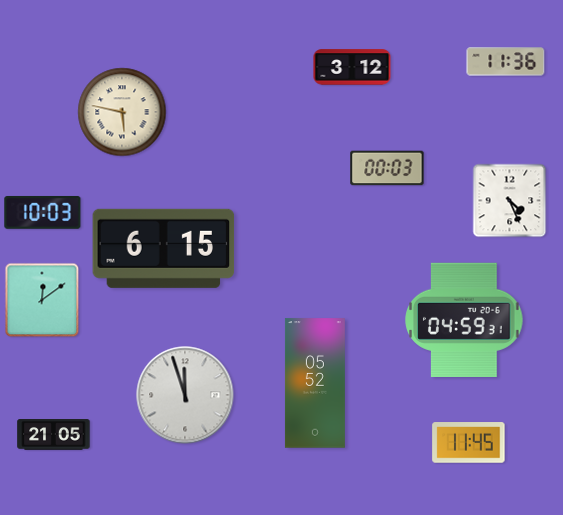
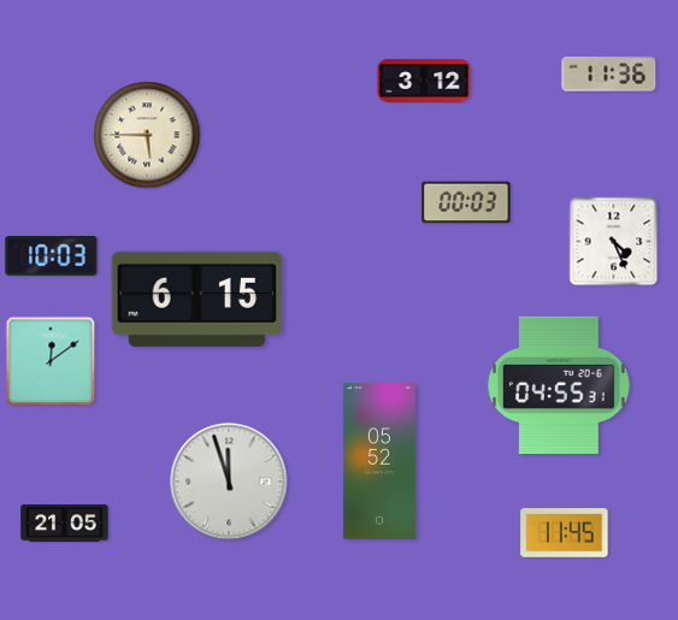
clock at (122, 112): 5:47 -> 5:45
clock at (464, 320): 04:59 -> 04:55
clock at (185, 395) position: (185, 395) -> (229, 482)
